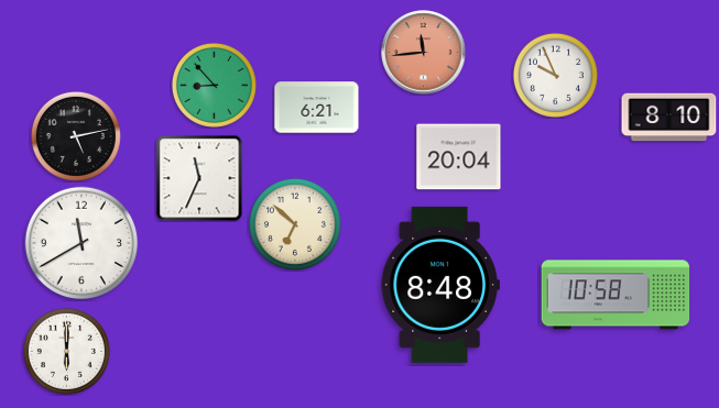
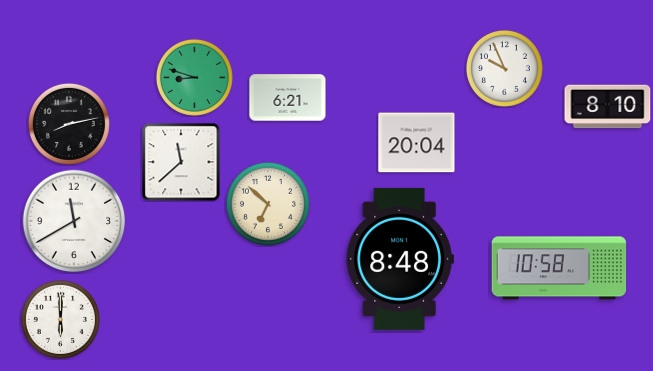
clock at (424, 53): 11:44 -> none
clock at (214, 85): 8:53 -> 8:48
clock at (76, 136): 5:13 -> 8:13
clock at (199, 178): 11:34 -> 11:38
